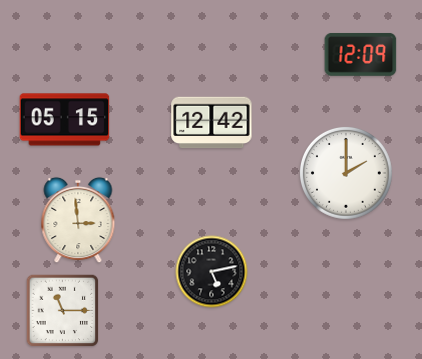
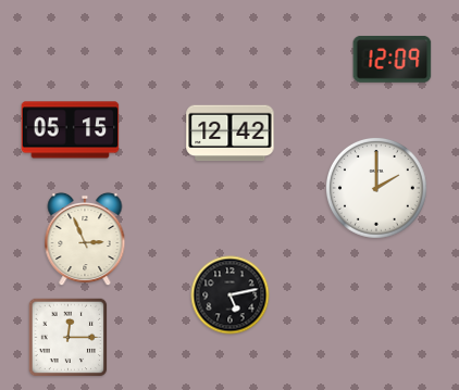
clock at (78, 220): 2:59 -> 2:56
clock at (63, 311): 11:15 -> 12:15
